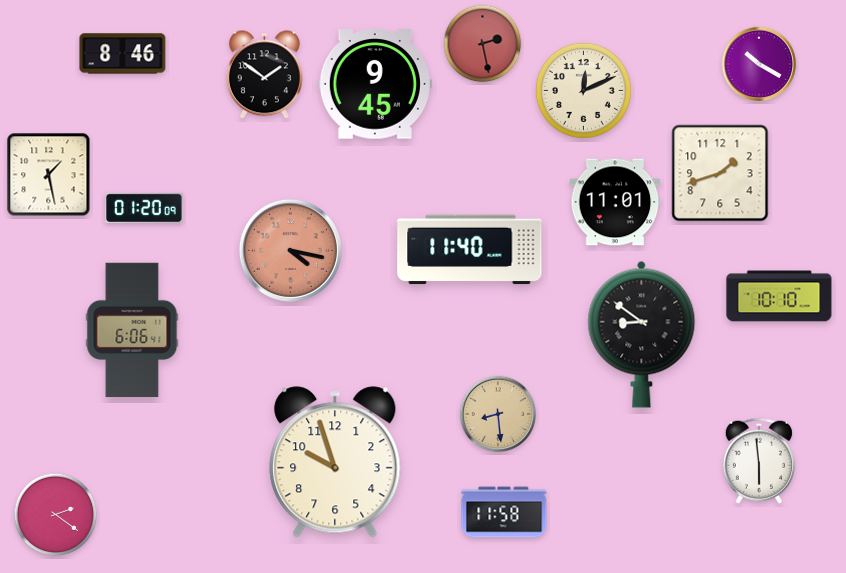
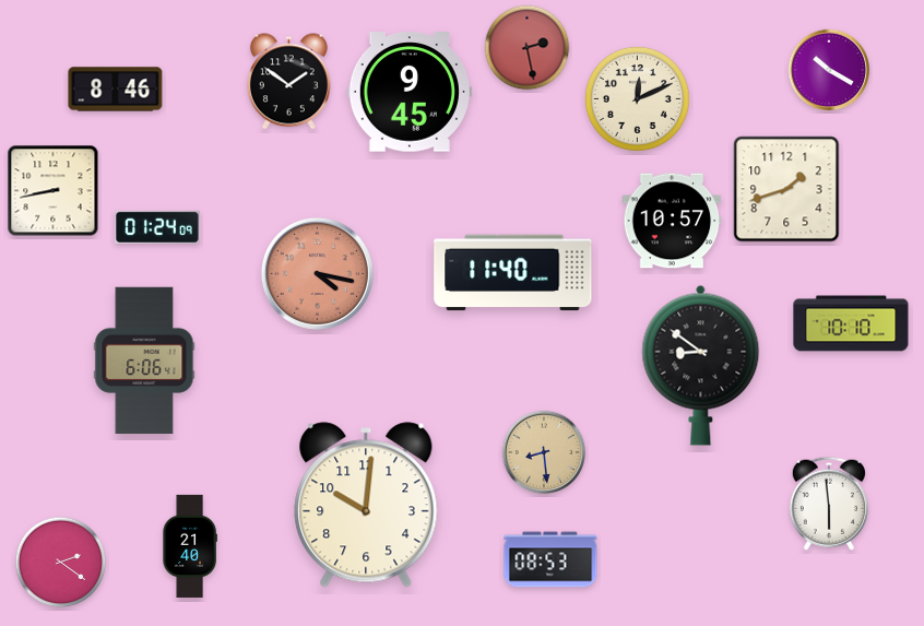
clock at (123, 54) position: (123, 54) -> (116, 90)
clock at (49, 175): 1:28 -> 8:43
clock at (615, 202): 11:01 -> 10:57
clock at (144, 208): 01:20 -> 01:24
clock at (335, 462): 9:57 -> 10:01
clock at (190, 546): none -> 21:40
clock at (504, 512): 11:58 -> 08:53
